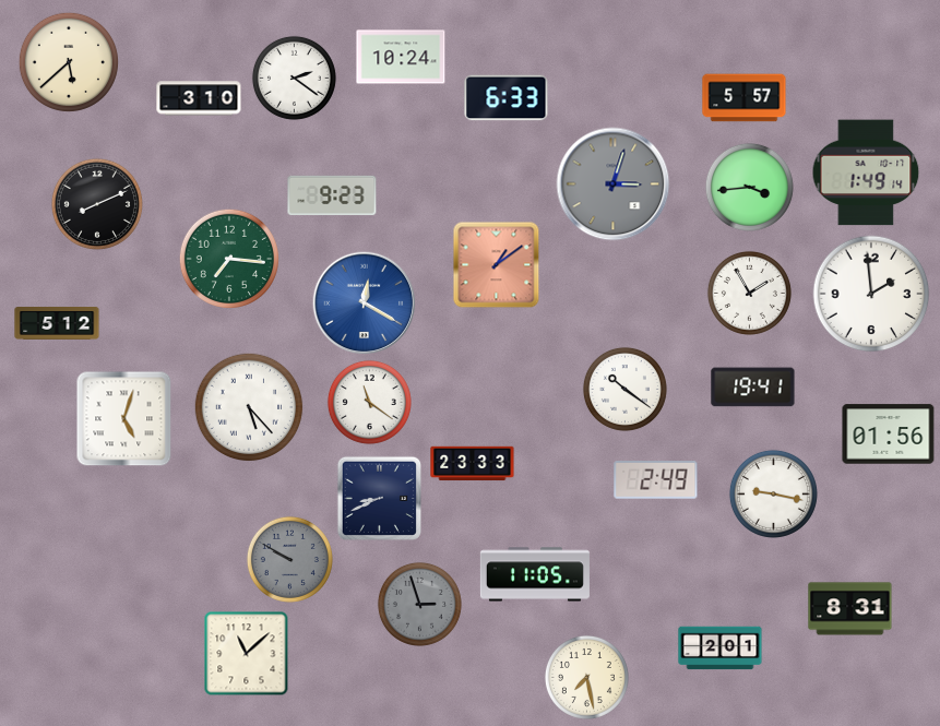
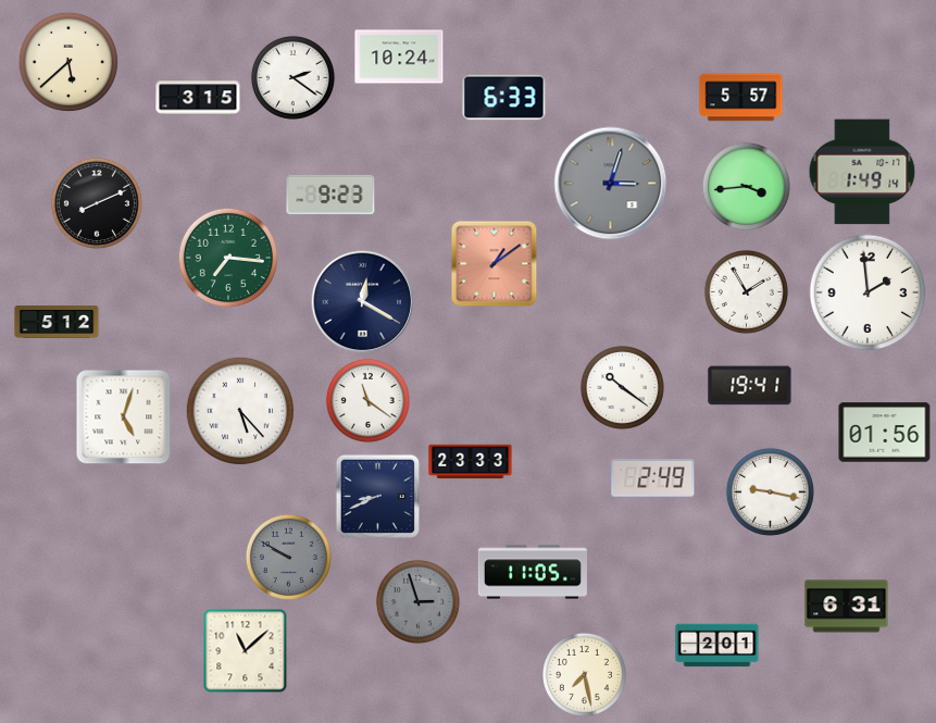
clock at (199, 98): 3:10 -> 3:15
clock at (364, 302) dial: blue -> navy
clock at (249, 407) position: (249, 407) -> (240, 411)
clock at (850, 609): 8:31 -> 6:31
